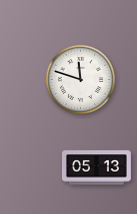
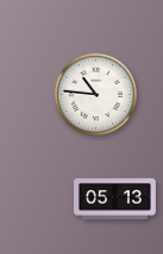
clock at (81, 80): 11:48 -> 10:46
